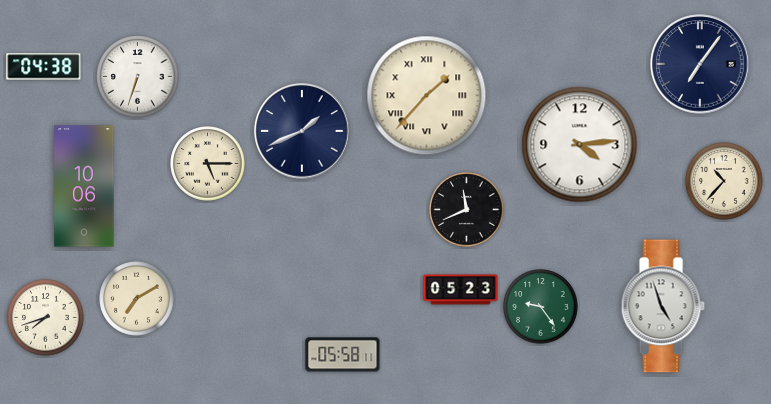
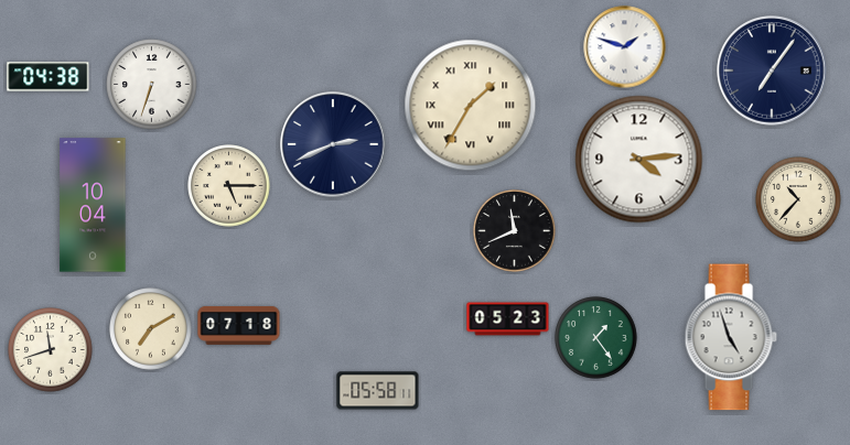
clock at (625, 47): none -> 1:48
clock at (44, 67) position: (44, 67) -> (49, 77)
clock at (427, 96): 1:37 -> 1:35
clock at (302, 131): 1:41 -> 2:41
clock at (208, 164) position: (208, 164) -> (229, 186)
clock at (84, 186): 10:06 -> 10:04
clock at (239, 325): none -> 07:18
clock at (541, 307): 9:24 -> 1:24
clock at (46, 318): 7:42 -> 11:42
